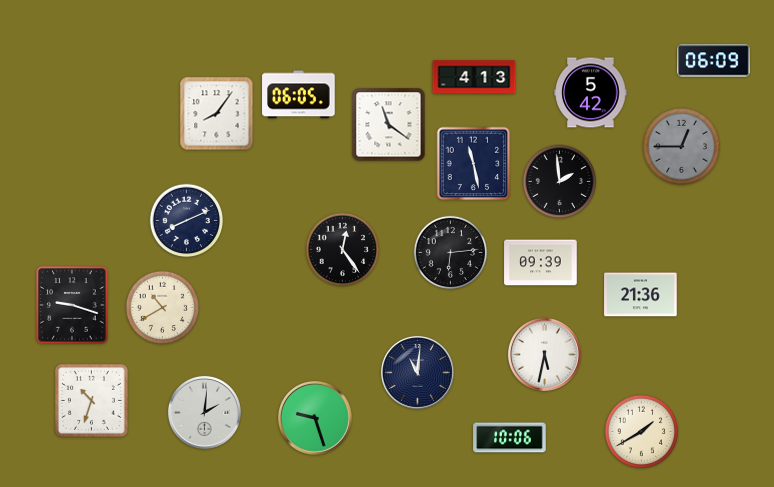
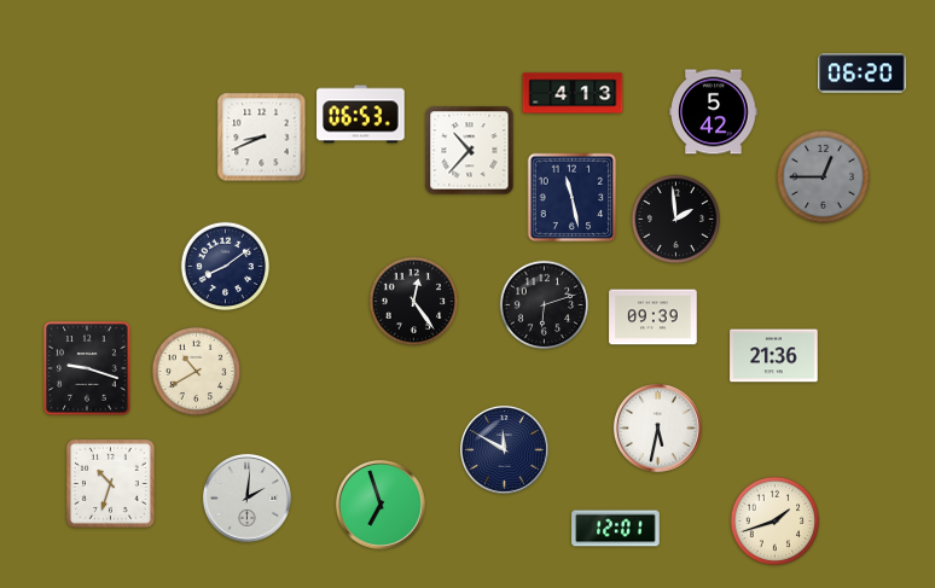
clock at (714, 61): 06:09 -> 06:20
clock at (299, 95): 06:05 -> 06:53
clock at (217, 114): 8:06 -> 8:41
clock at (389, 125): 11:21 -> 10:37
clock at (187, 221): 8:11 -> 8:09
clock at (451, 253): 6:14 -> 6:12
clock at (418, 373): 11:01 -> 11:50
clock at (316, 419): 9:27 -> 6:57
clock at (642, 432): 1:40 -> 1:42
clock at (510, 438): 10:06 -> 12:01
